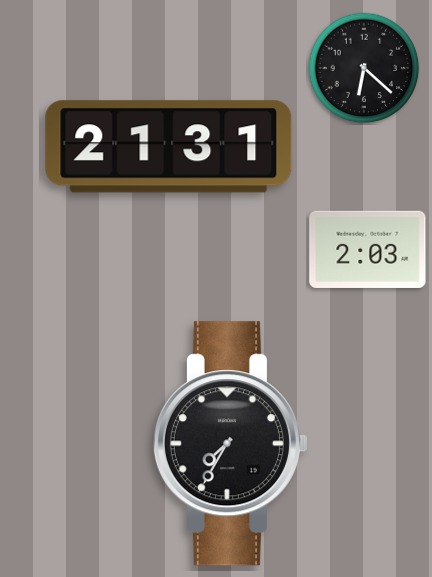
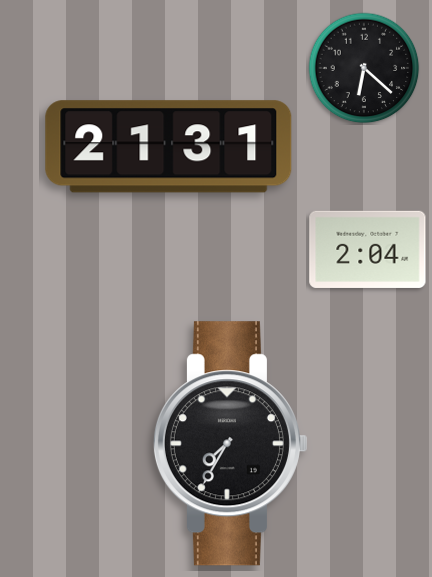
clock at (368, 249): 2:03 -> 2:04
